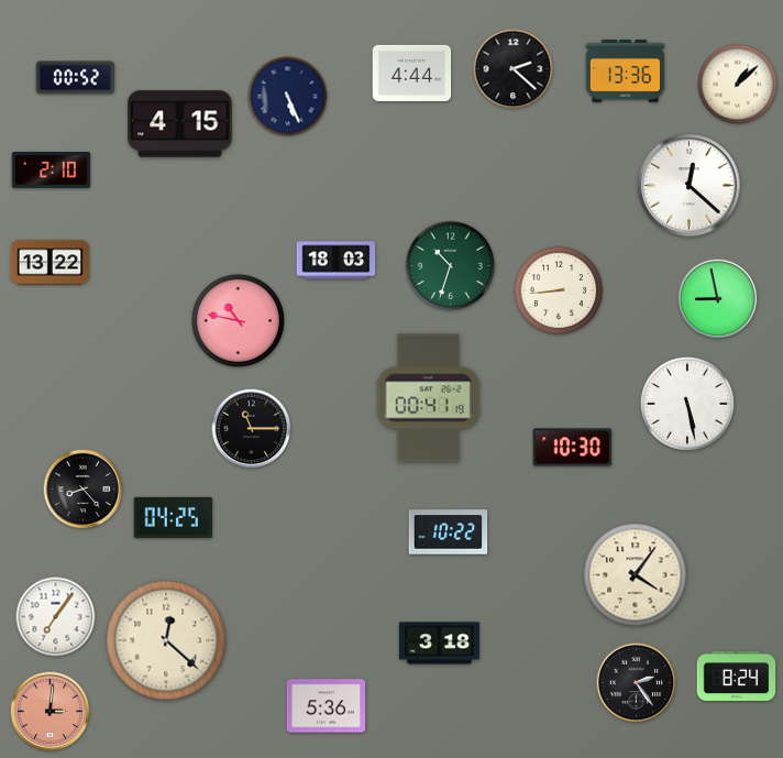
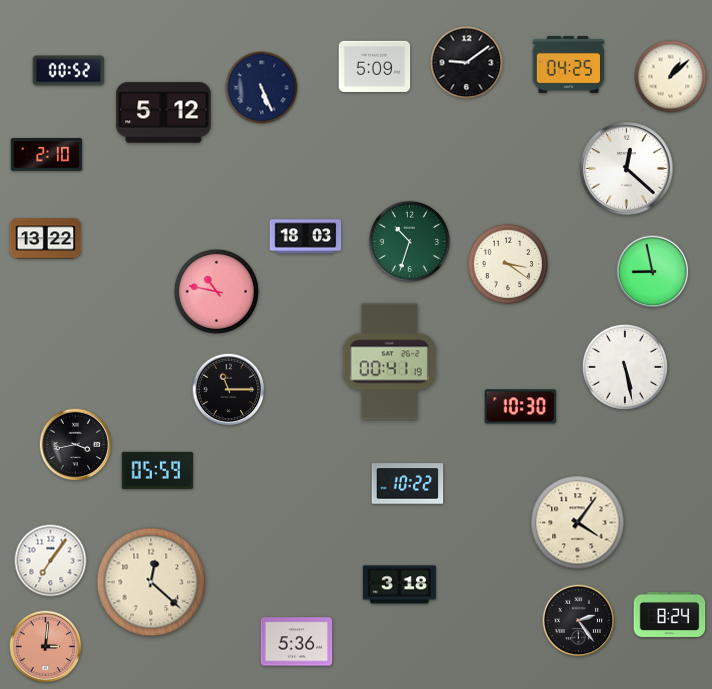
clock at (514, 69): 2:22 -> 9:09
clock at (626, 72): 13:36 -> 04:25
clock at (412, 73): 4:44 -> 5:09
clock at (180, 124): 4:15 -> 5:12
clock at (559, 290): 8:44 -> 3:21
clock at (84, 490): 8:23 -> 3:43
clock at (174, 517): 04:25 -> 05:59
